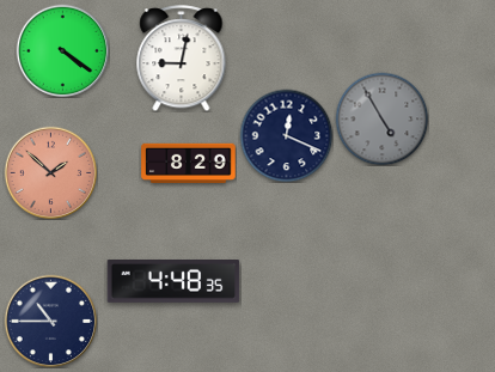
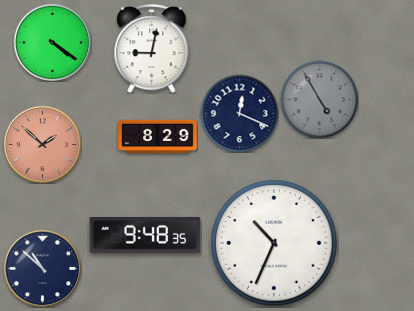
clock at (173, 282): 4:48 -> 9:48
clock at (274, 243): none -> 10:34
clock at (50, 321): 10:45 -> 10:52
